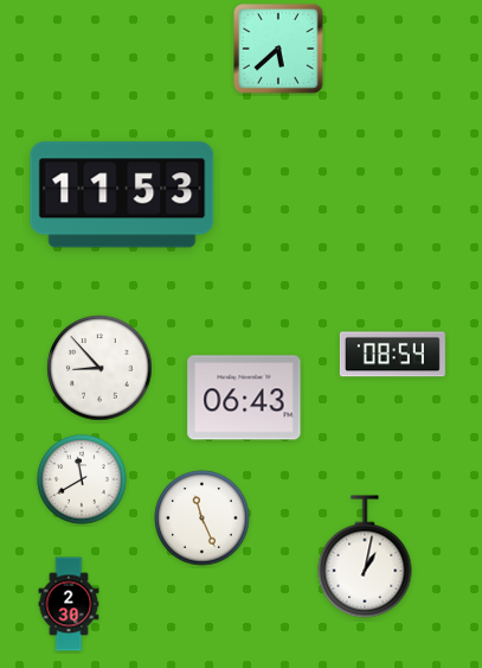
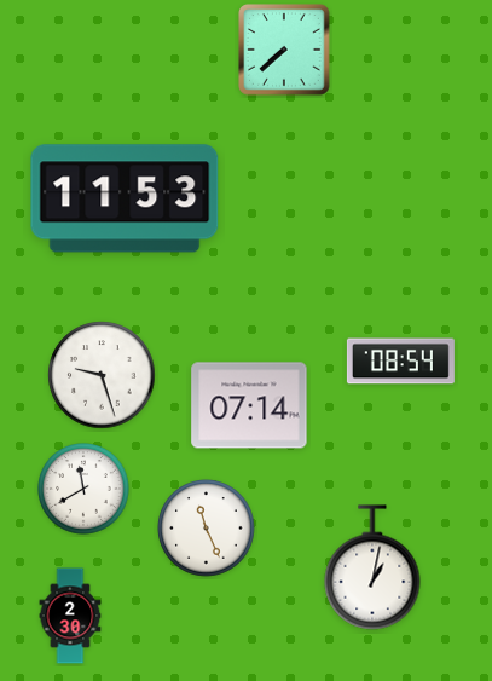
clock at (278, 49): 5:38 -> 7:38
clock at (99, 368): 8:53 -> 9:27
clock at (244, 397): 06:43 -> 07:14
